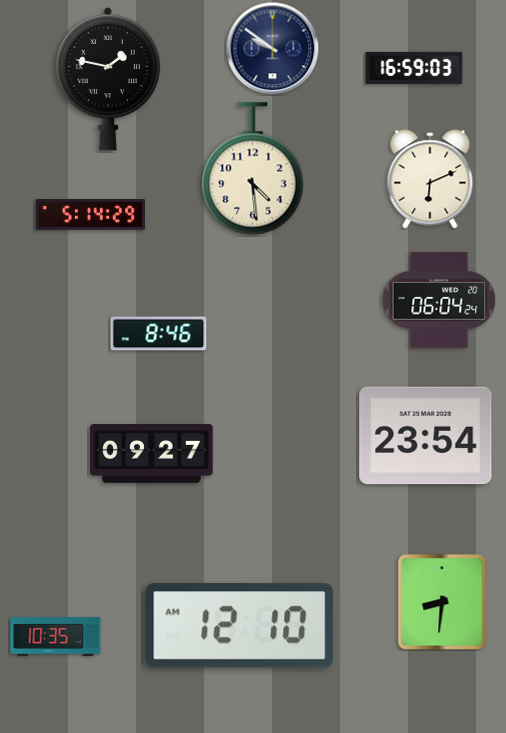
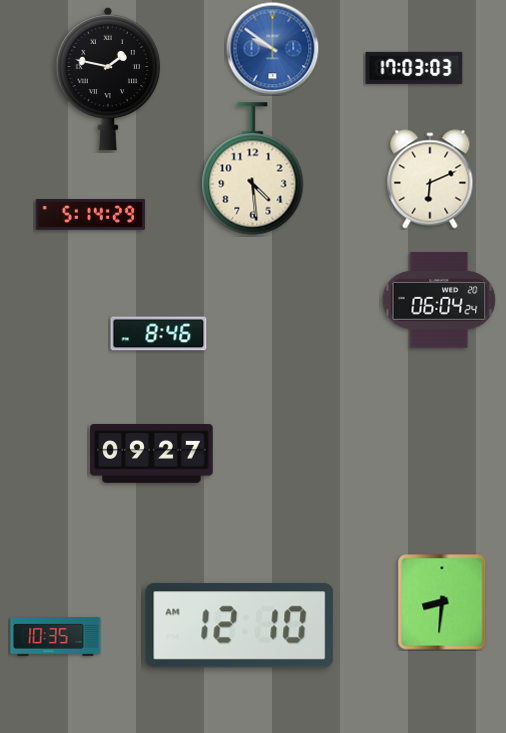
clock at (272, 48) dial: navy -> blue
clock at (414, 68): 16:59 -> 17:03
clock at (426, 436): 23:54 -> none
